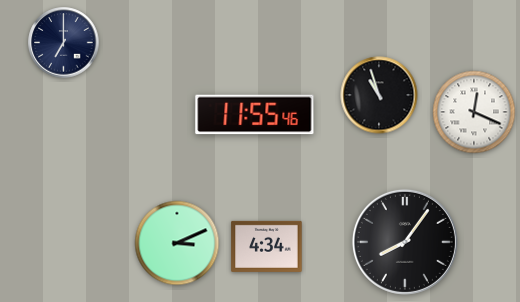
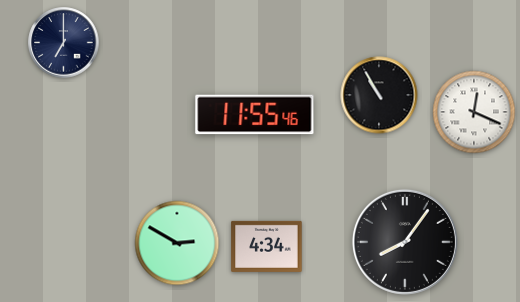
clock at (379, 95): 10:57 -> 10:55
clock at (177, 243): 3:11 -> 2:50
